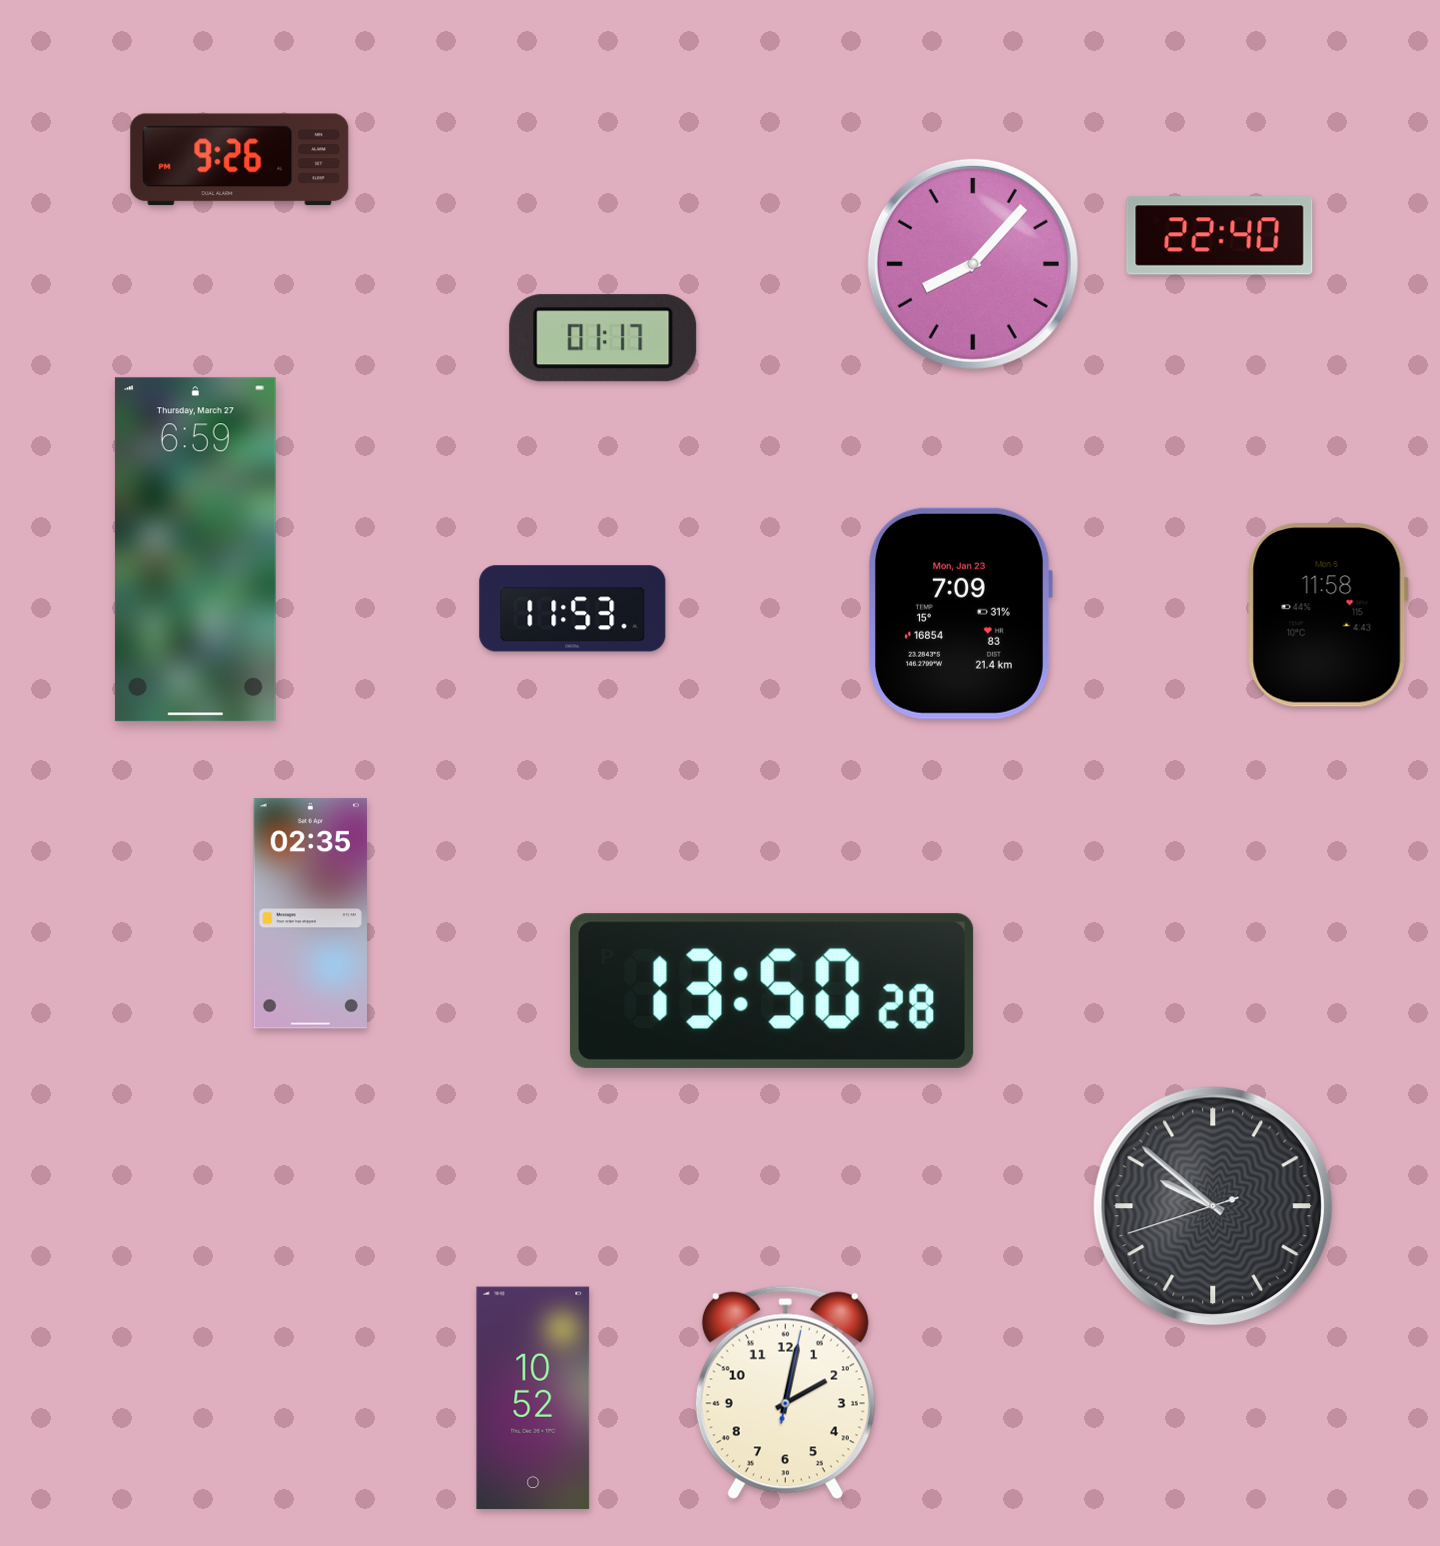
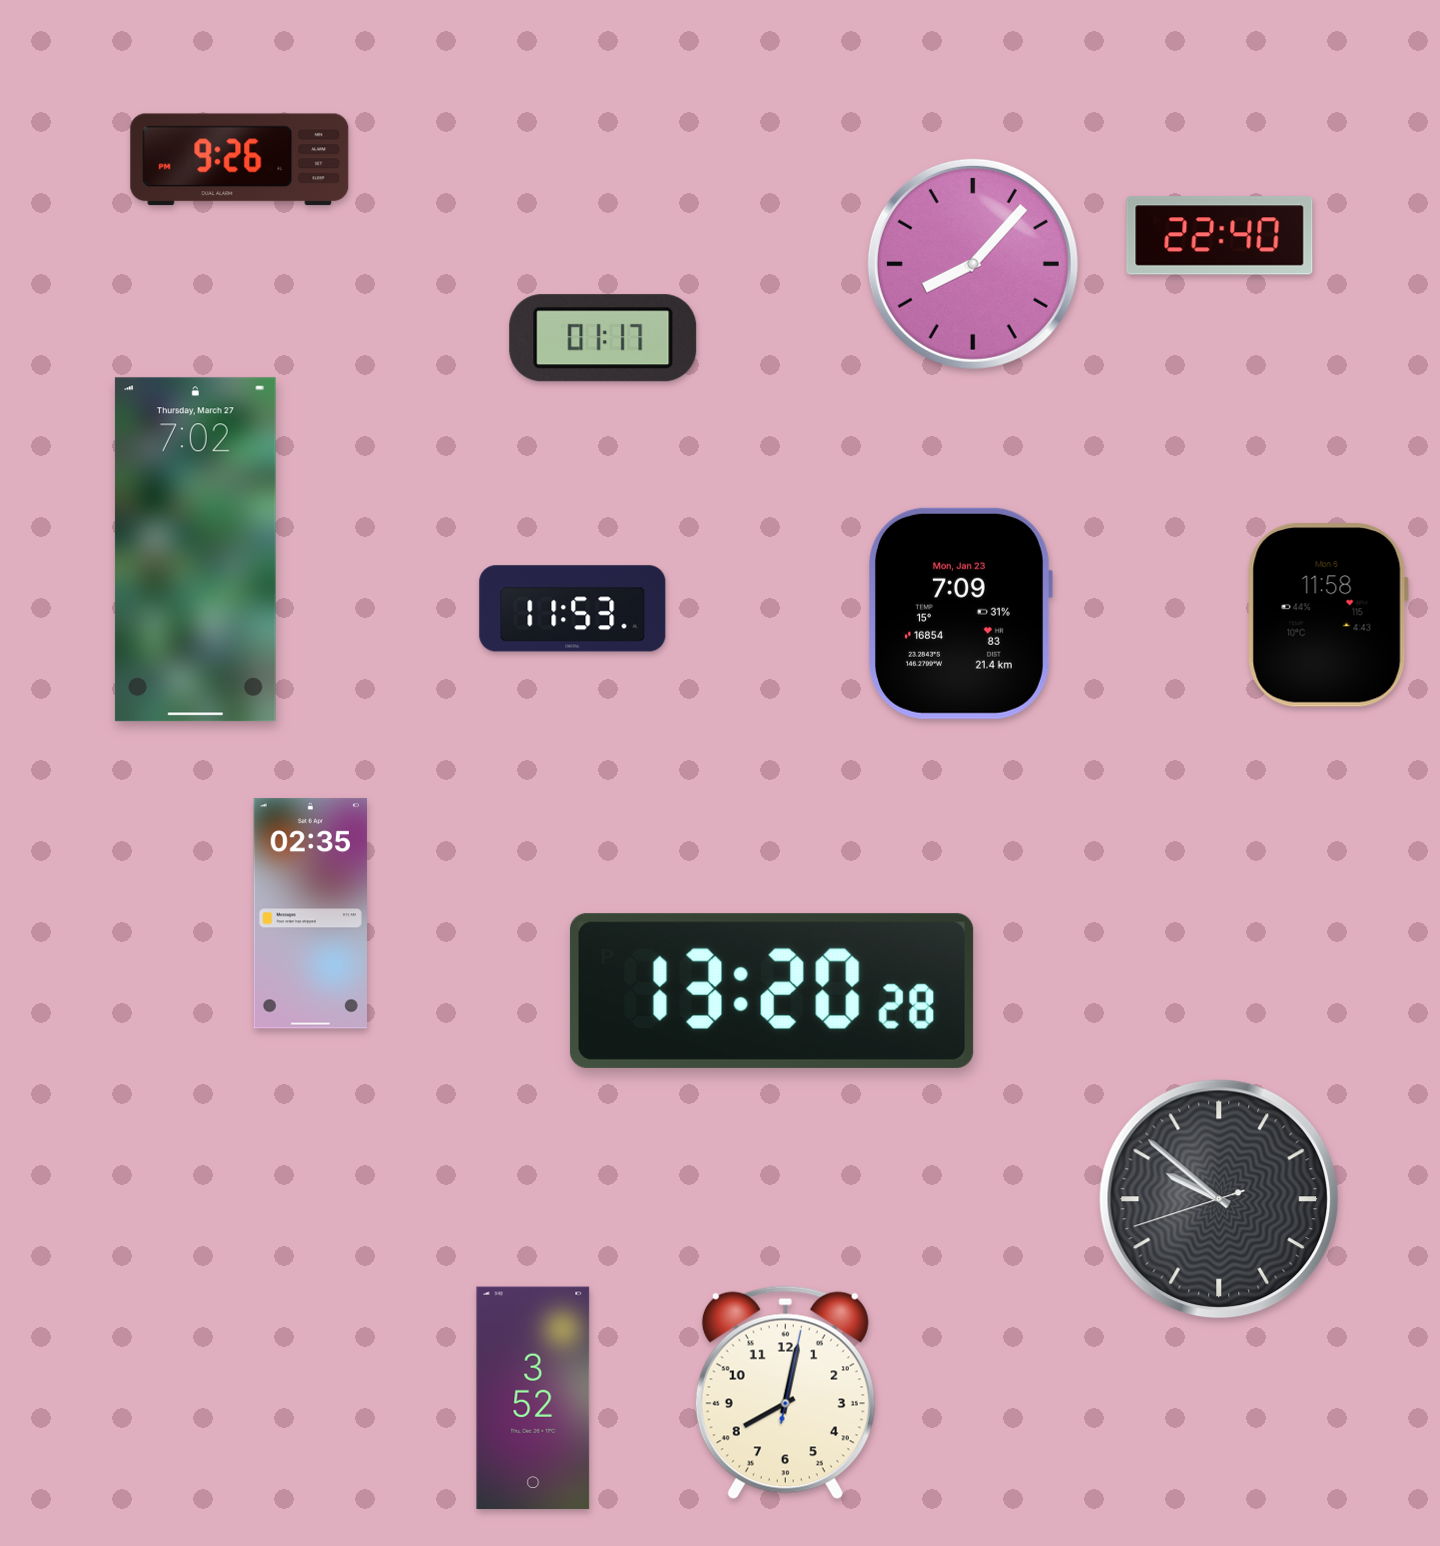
clock at (195, 550): 6:59 -> 7:02
clock at (772, 991): 13:50 -> 13:20
clock at (1213, 1206) position: (1213, 1206) -> (1219, 1199)
clock at (785, 1393): 2:02 -> 8:02
clock at (533, 1398): 10:52 -> 3:52
